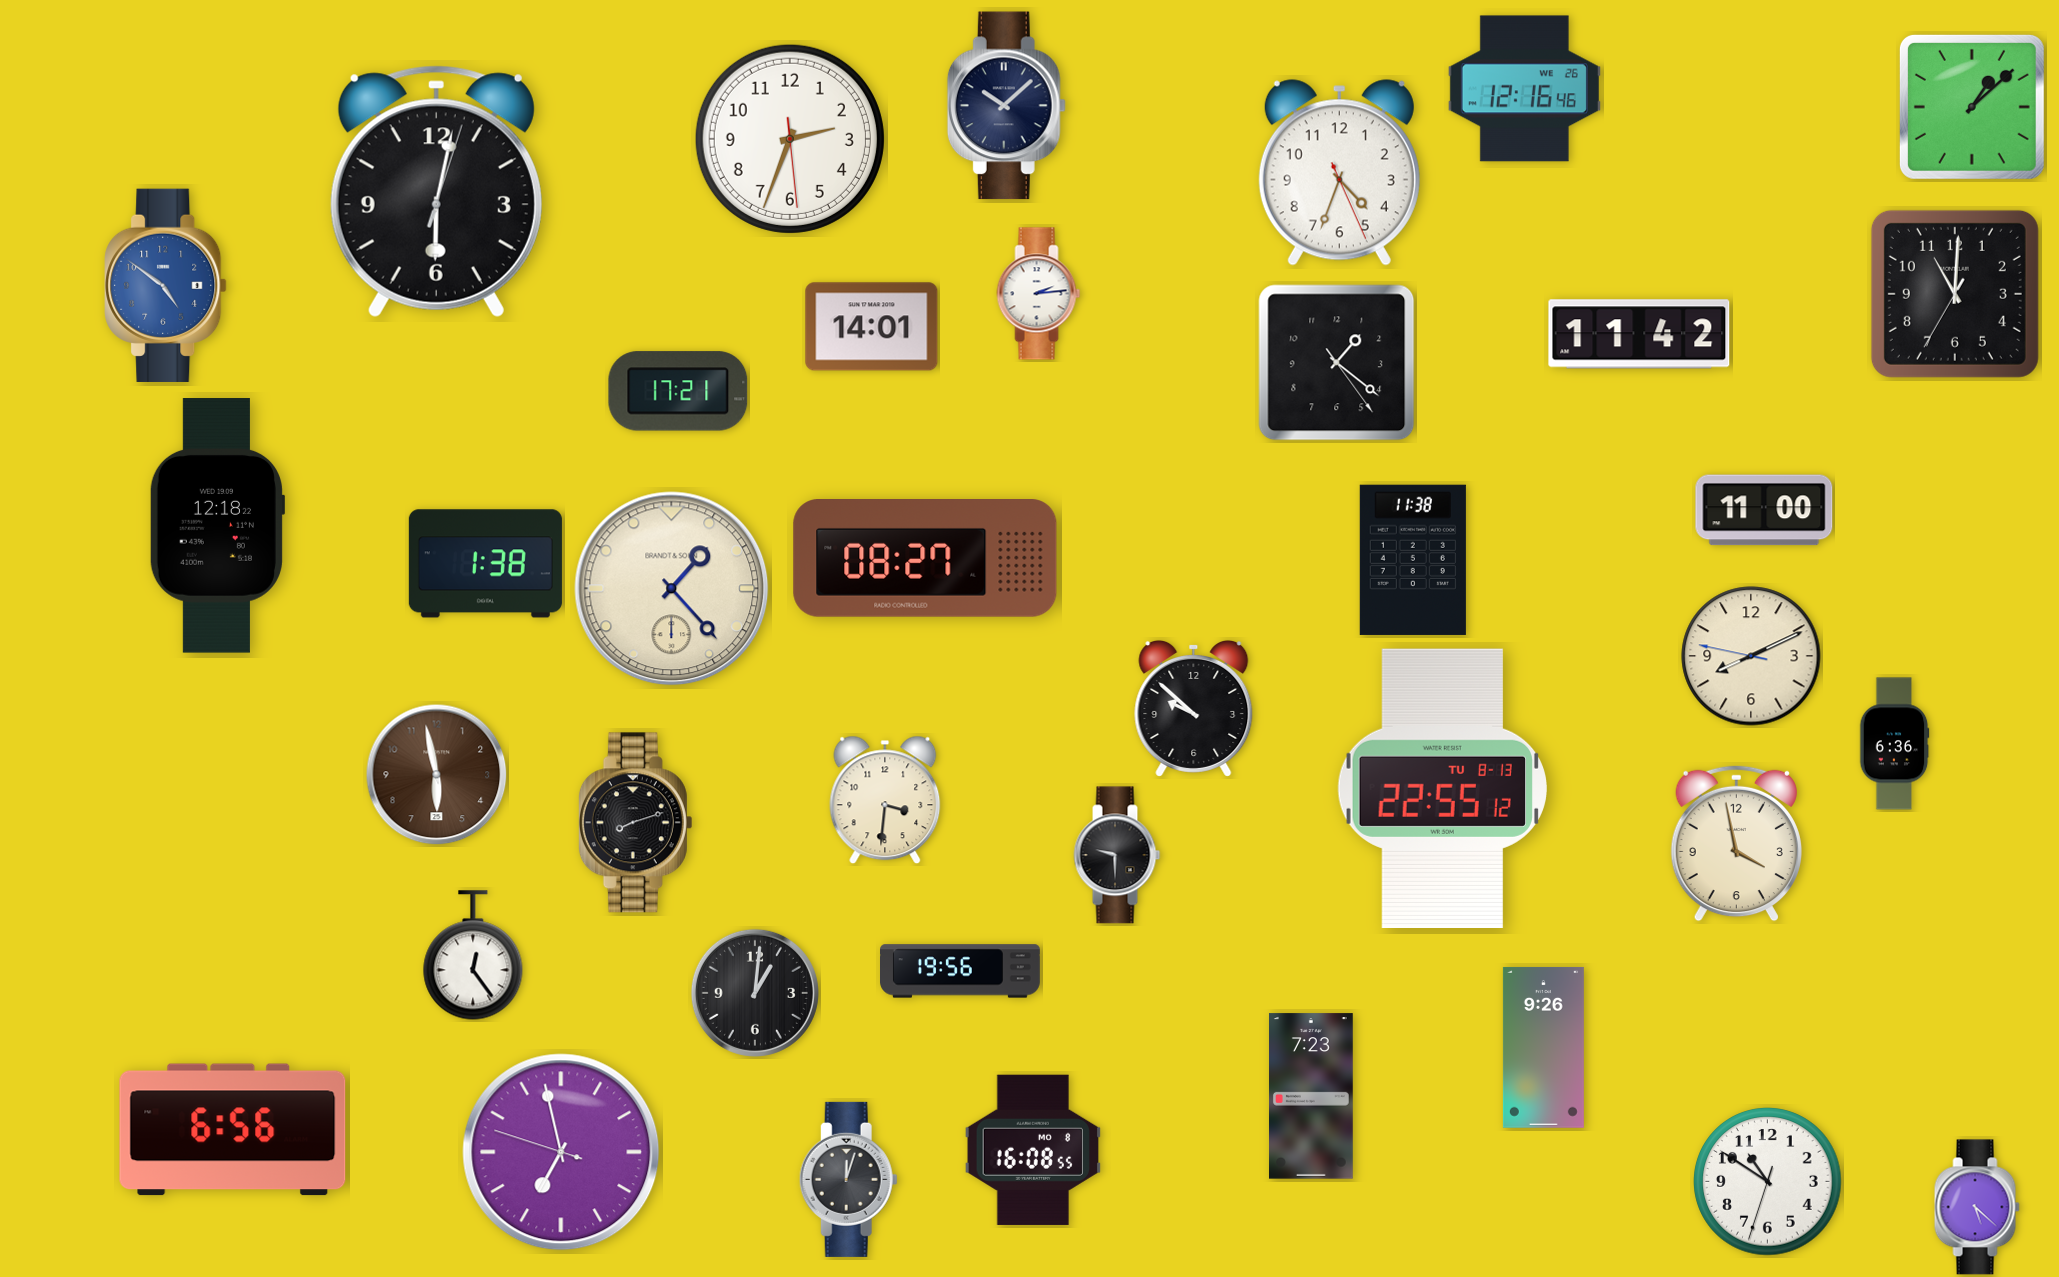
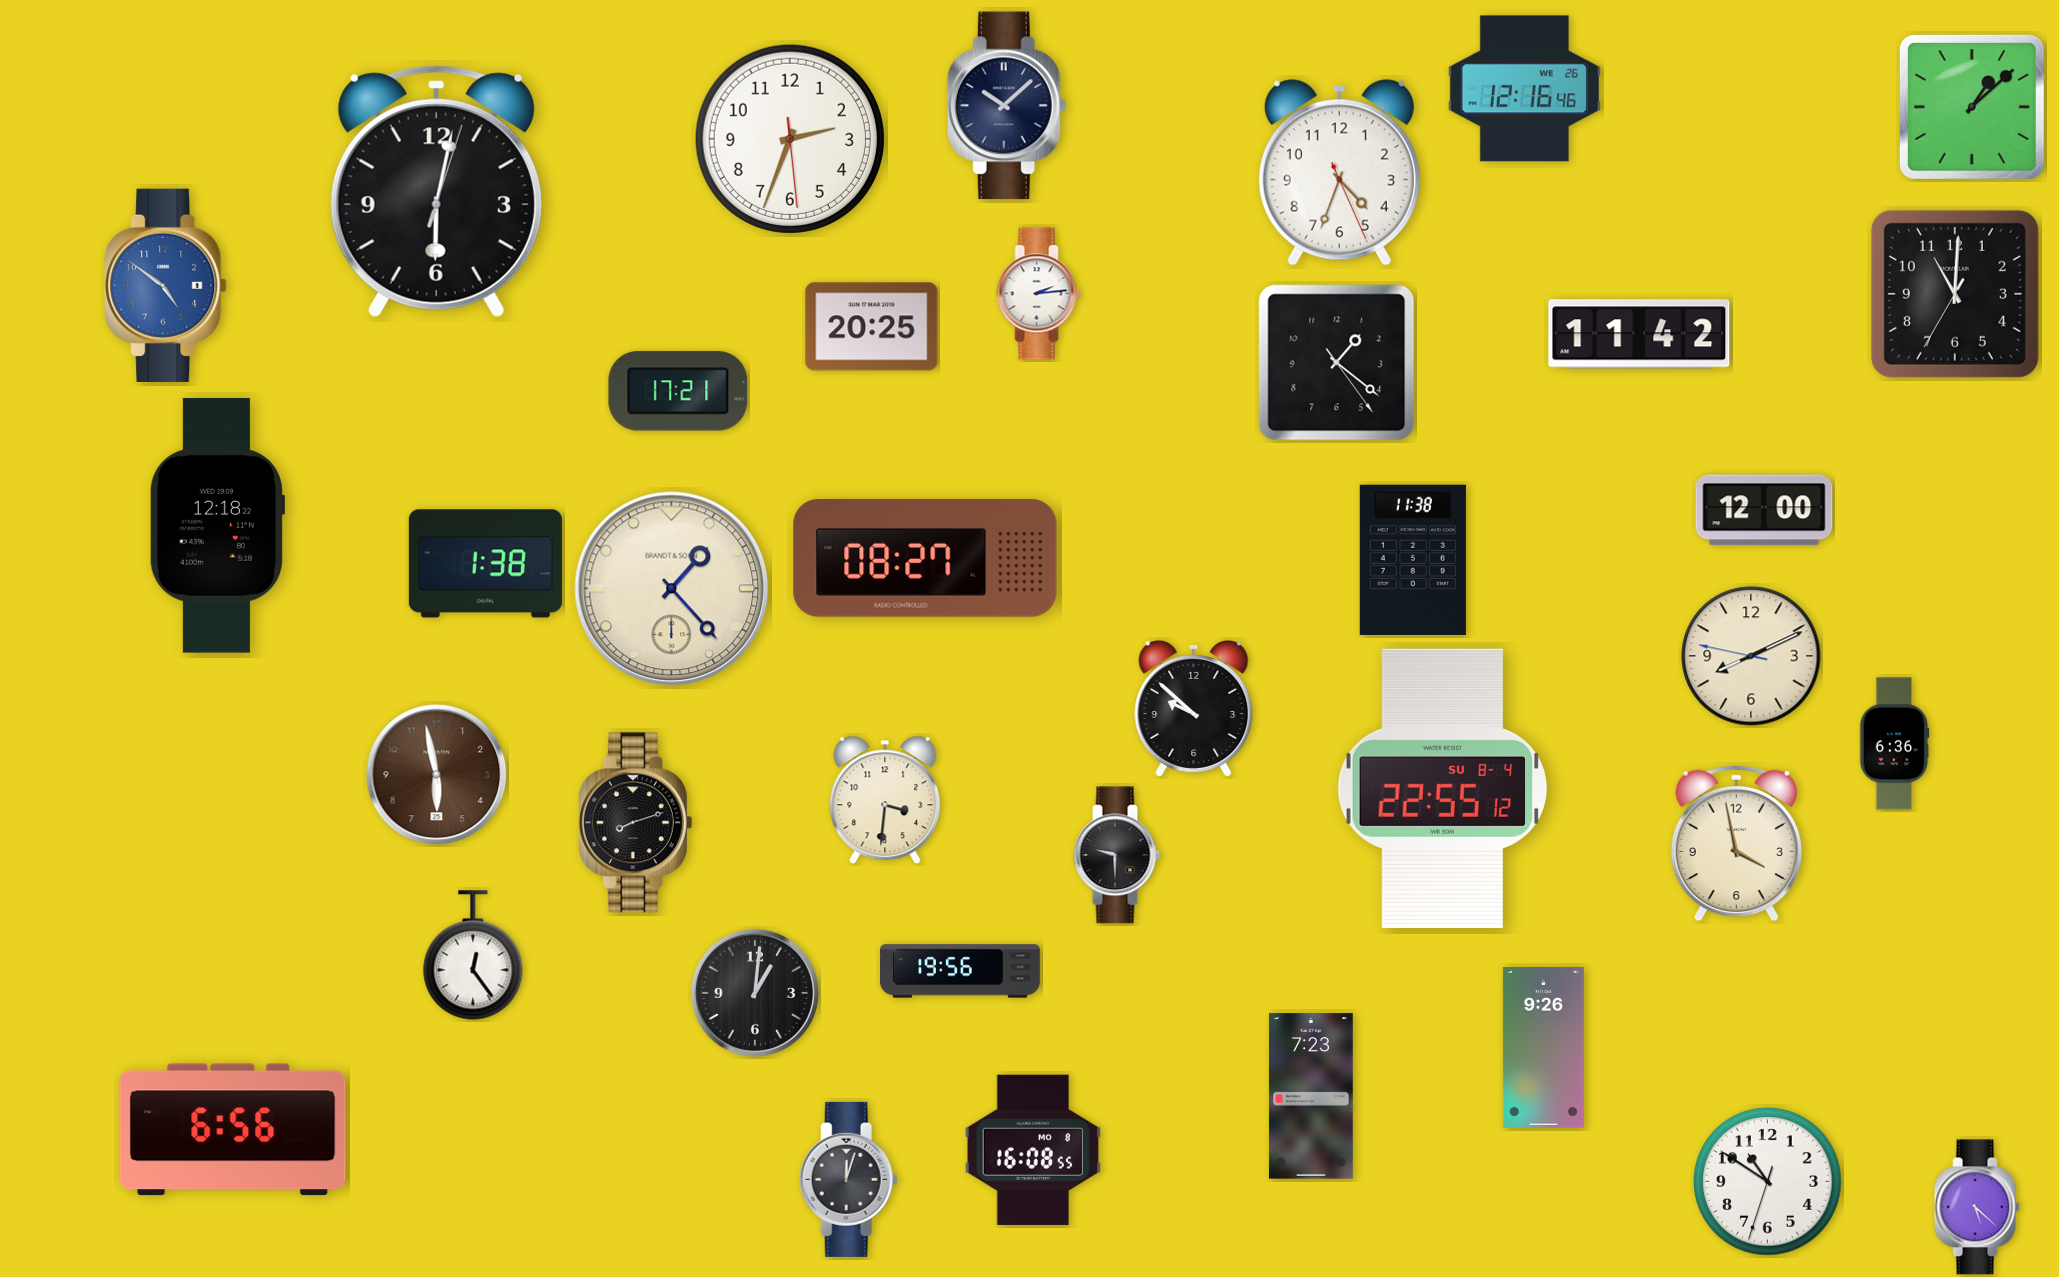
clock at (872, 327): 14:01 -> 20:25
clock at (1764, 510): 11:00 -> 12:00
clock at (1442, 788) date: TU 8-13 -> SU 8-4
clock at (561, 1152): 6:57 -> none
